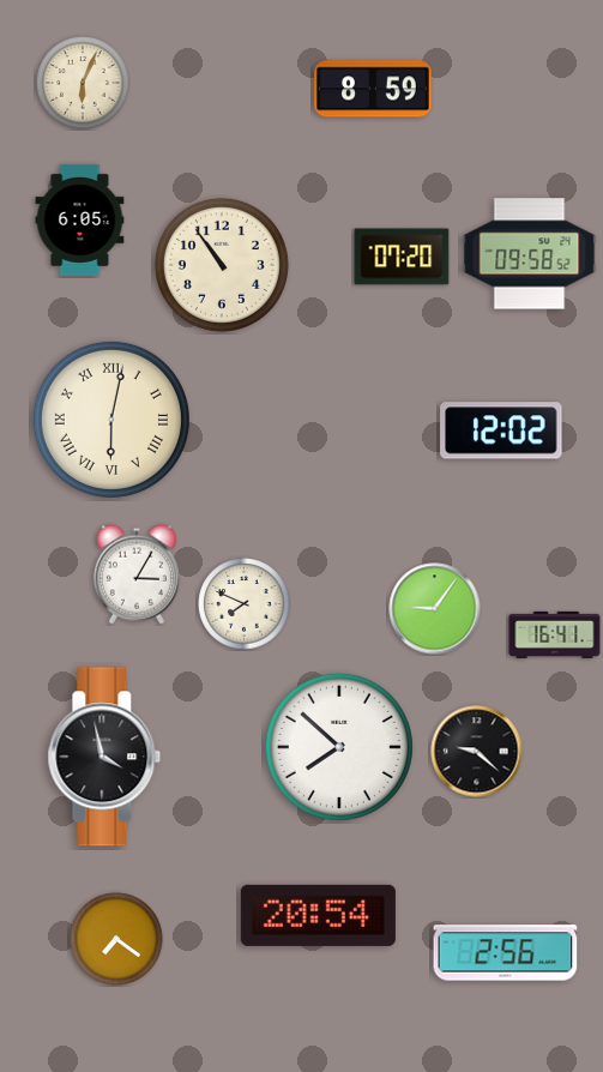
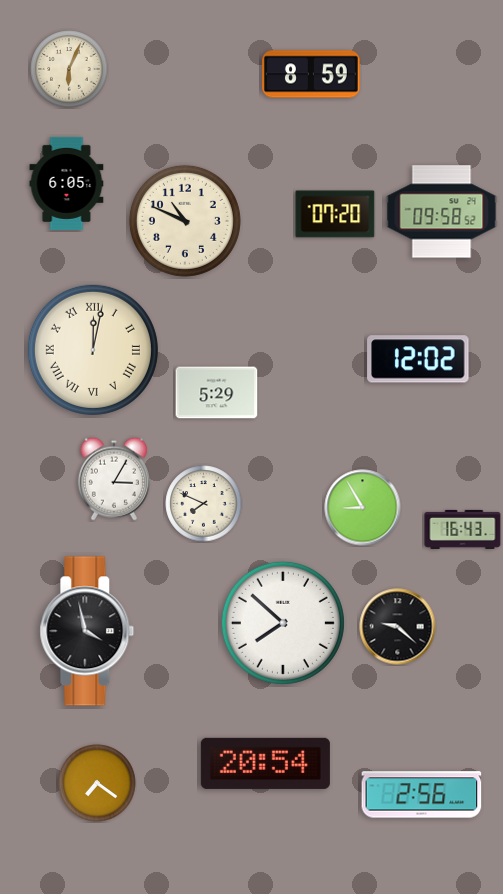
clock at (222, 265): 10:54 -> 10:49
clock at (111, 420): 6:02 -> 12:02
clock at (217, 393): none -> 5:29
clock at (435, 609): 9:06 -> 8:55
clock at (555, 634): 16:41 -> 16:43
